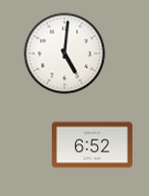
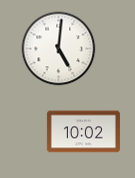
clock at (92, 145): 6:52 -> 10:02
